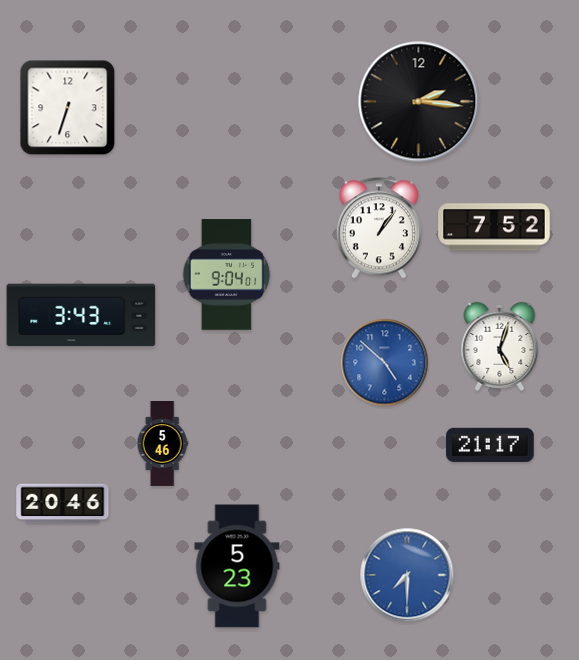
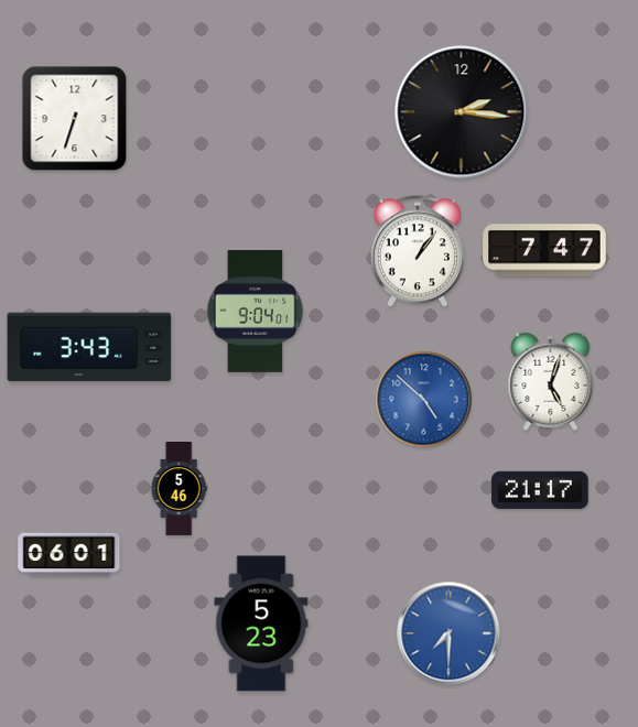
clock at (494, 227): 7:52 -> 7:47
clock at (227, 275) position: (227, 275) -> (256, 312)
clock at (63, 504): 20:46 -> 06:01
